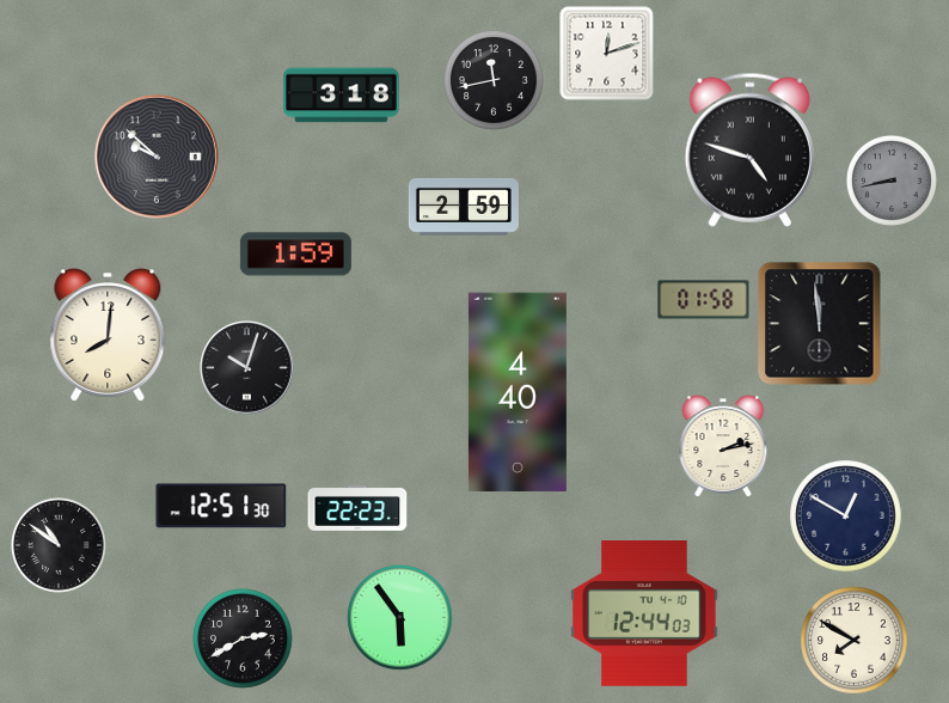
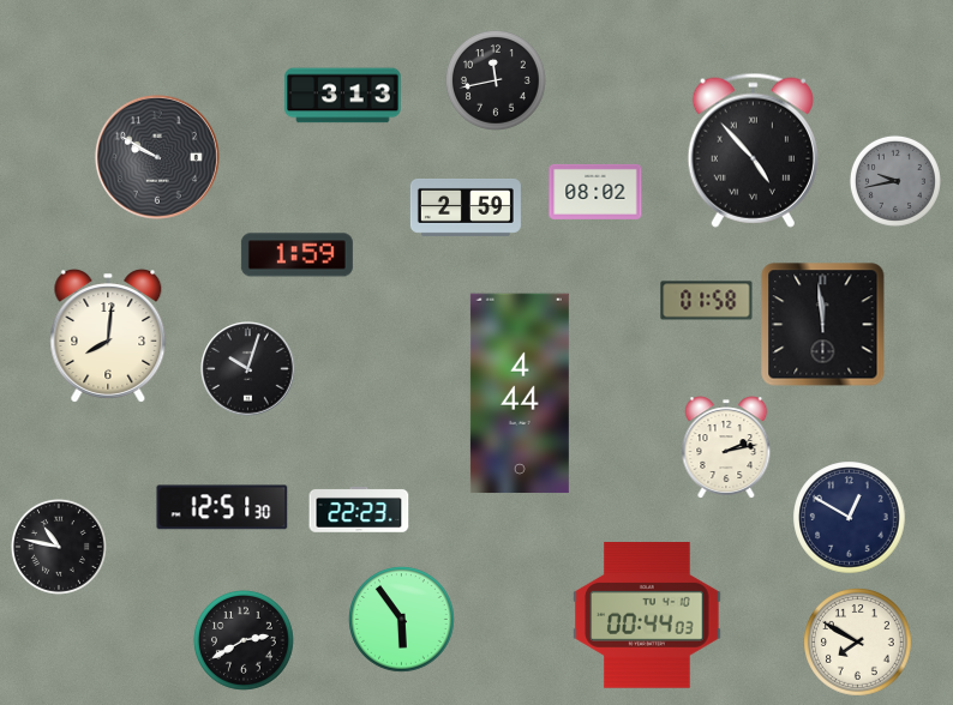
clock at (607, 54): 12:12 -> none
clock at (342, 96): 3:18 -> 3:13
clock at (749, 149): 4:48 -> 4:53
clock at (157, 157): 9:52 -> 9:50
clock at (892, 181): 8:43 -> 9:43
clock at (595, 192): none -> 08:02
clock at (518, 392): 4:40 -> 4:44
clock at (59, 545): 10:51 -> 10:47
clock at (644, 615): 12:44 -> 00:44
